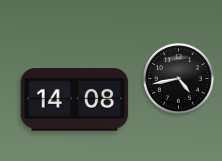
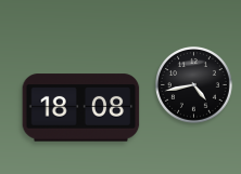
clock at (75, 100): 14:08 -> 18:08
